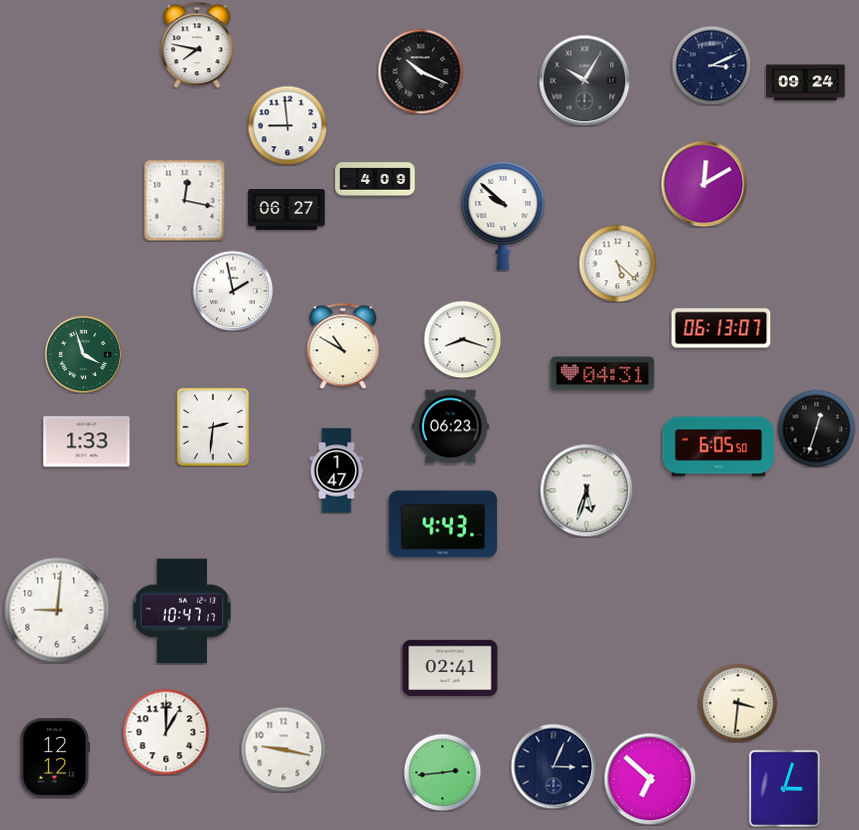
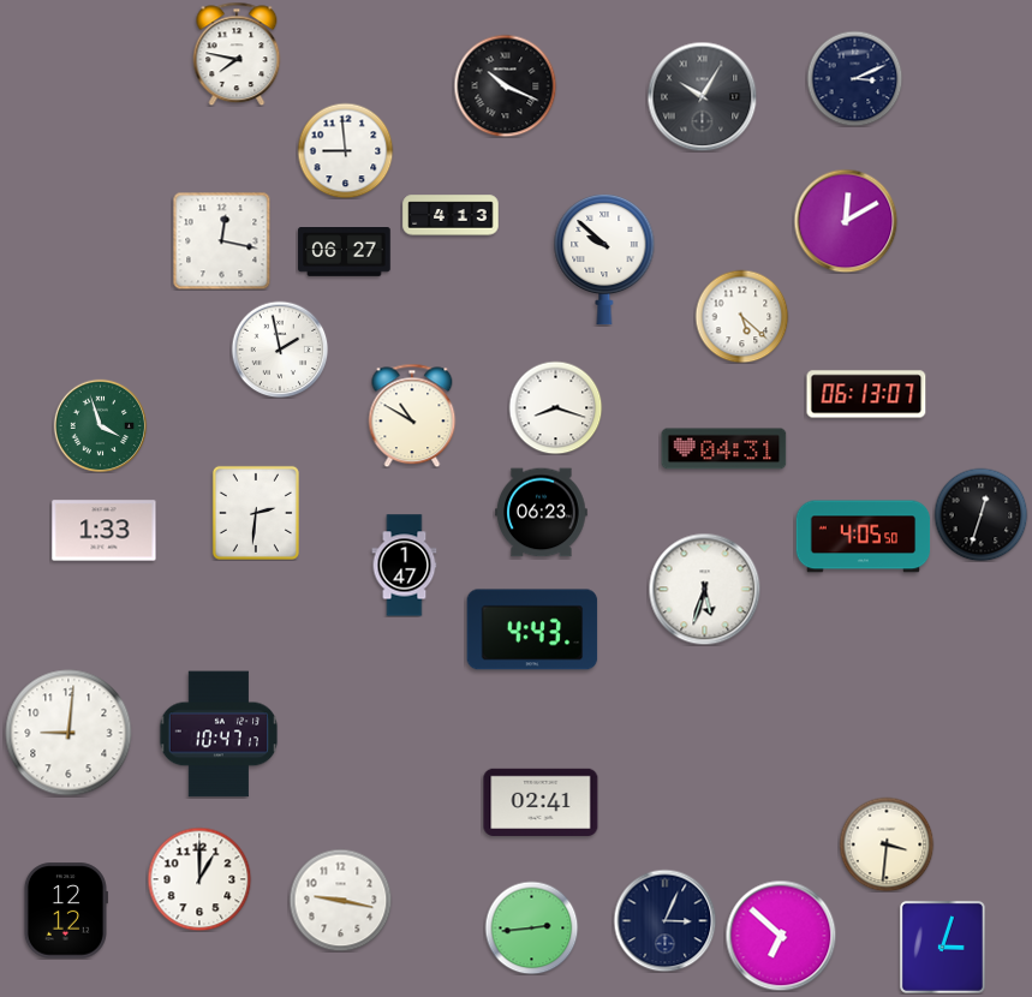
clock at (806, 83): 09:24 -> none
clock at (375, 179): 4:09 -> 4:13
clock at (719, 447): 6:05 -> 4:05
